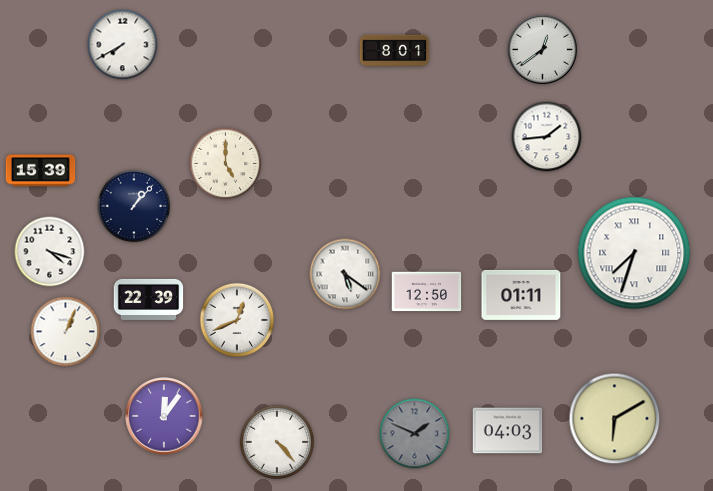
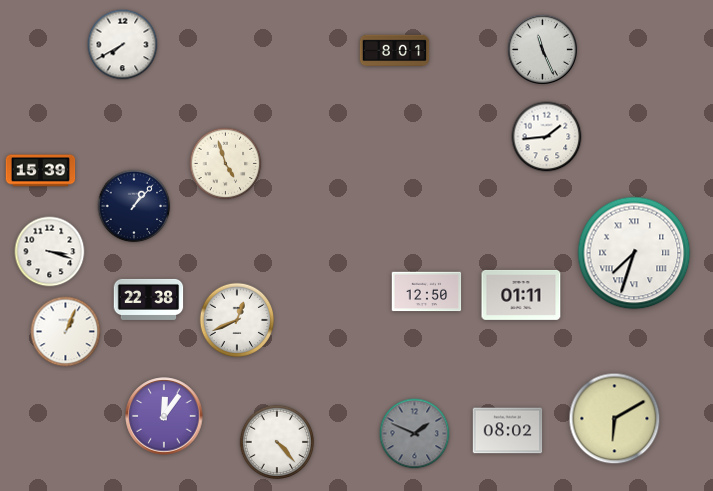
clock at (542, 49): 12:39 -> 11:26
clock at (226, 164): 5:00 -> 4:57
clock at (50, 252): 4:18 -> 3:18
clock at (345, 274): 5:21 -> none
clock at (149, 299): 22:39 -> 22:38
clock at (508, 431): 04:03 -> 08:02
